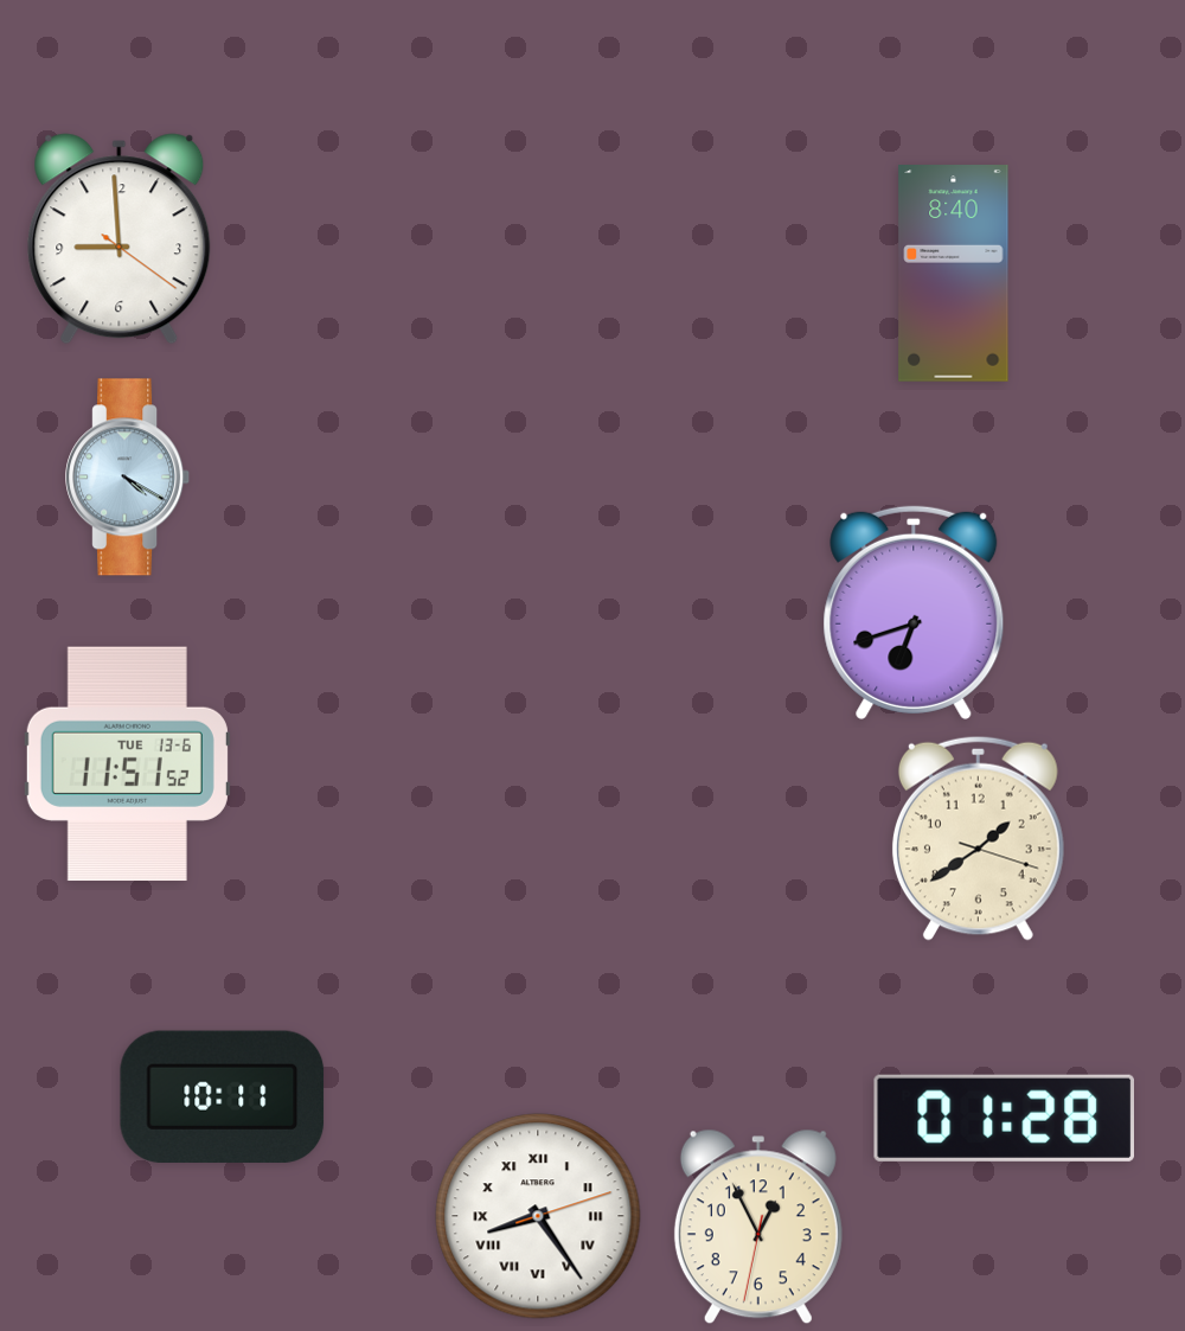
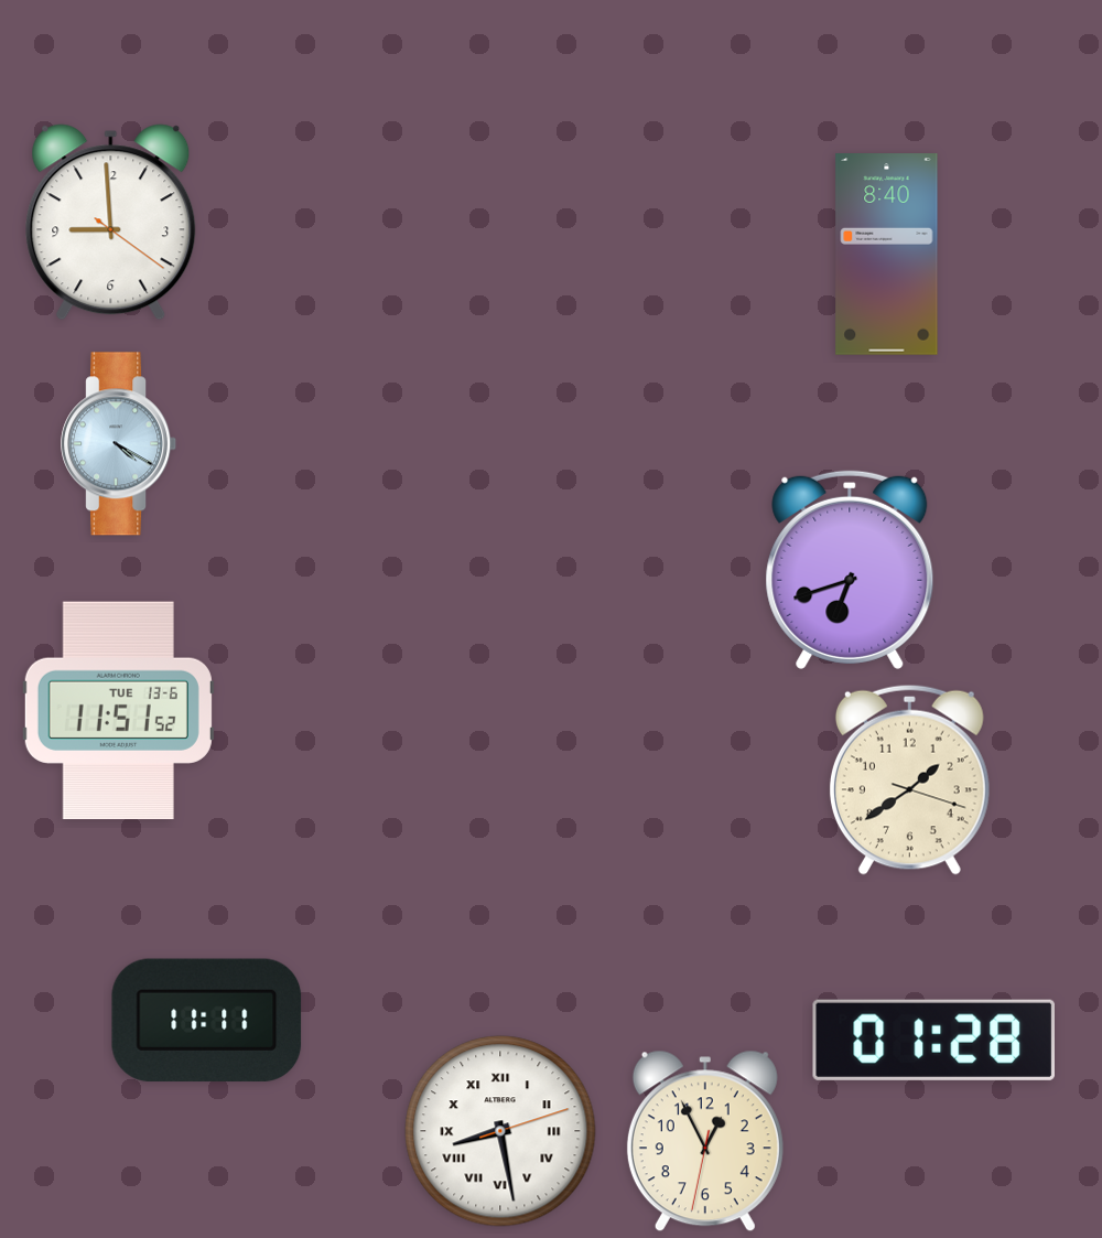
clock at (223, 1096): 10:11 -> 11:11
clock at (538, 1216): 8:24 -> 8:28
